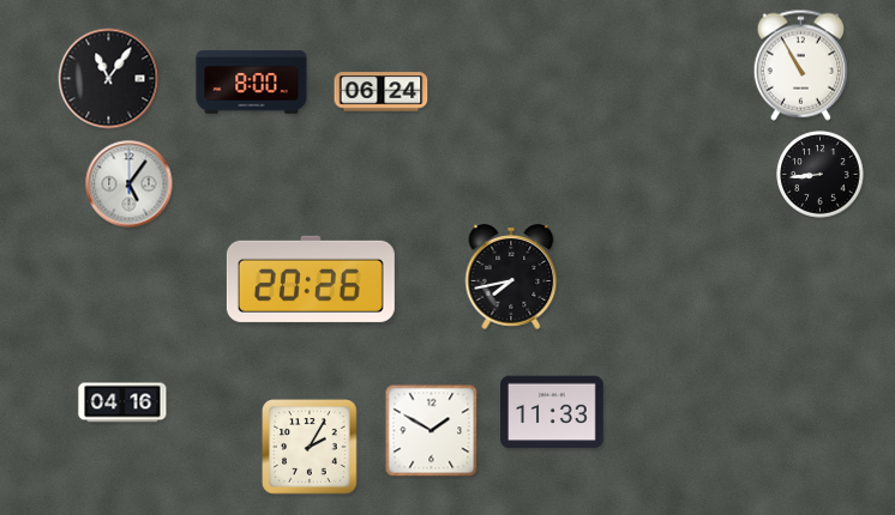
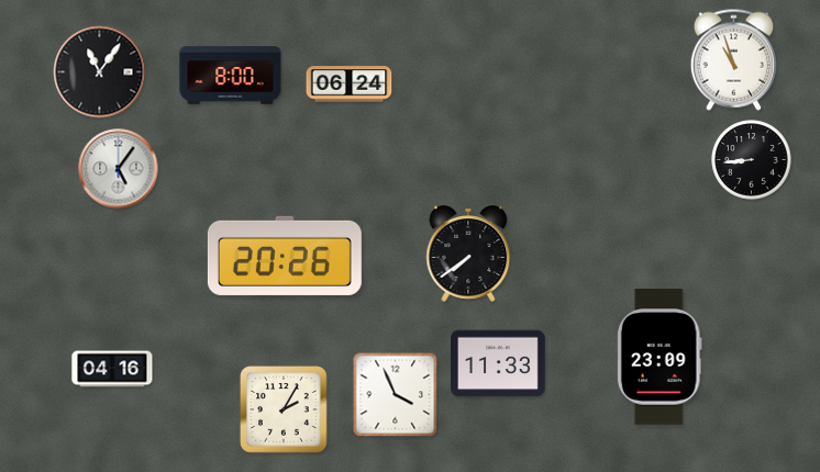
clock at (800, 65): 10:55 -> 10:57
clock at (511, 277): 7:43 -> 7:39
clock at (660, 357): none -> 23:09
clock at (552, 412) position: (552, 412) -> (498, 363)
clock at (432, 431): 1:50 -> 3:56
